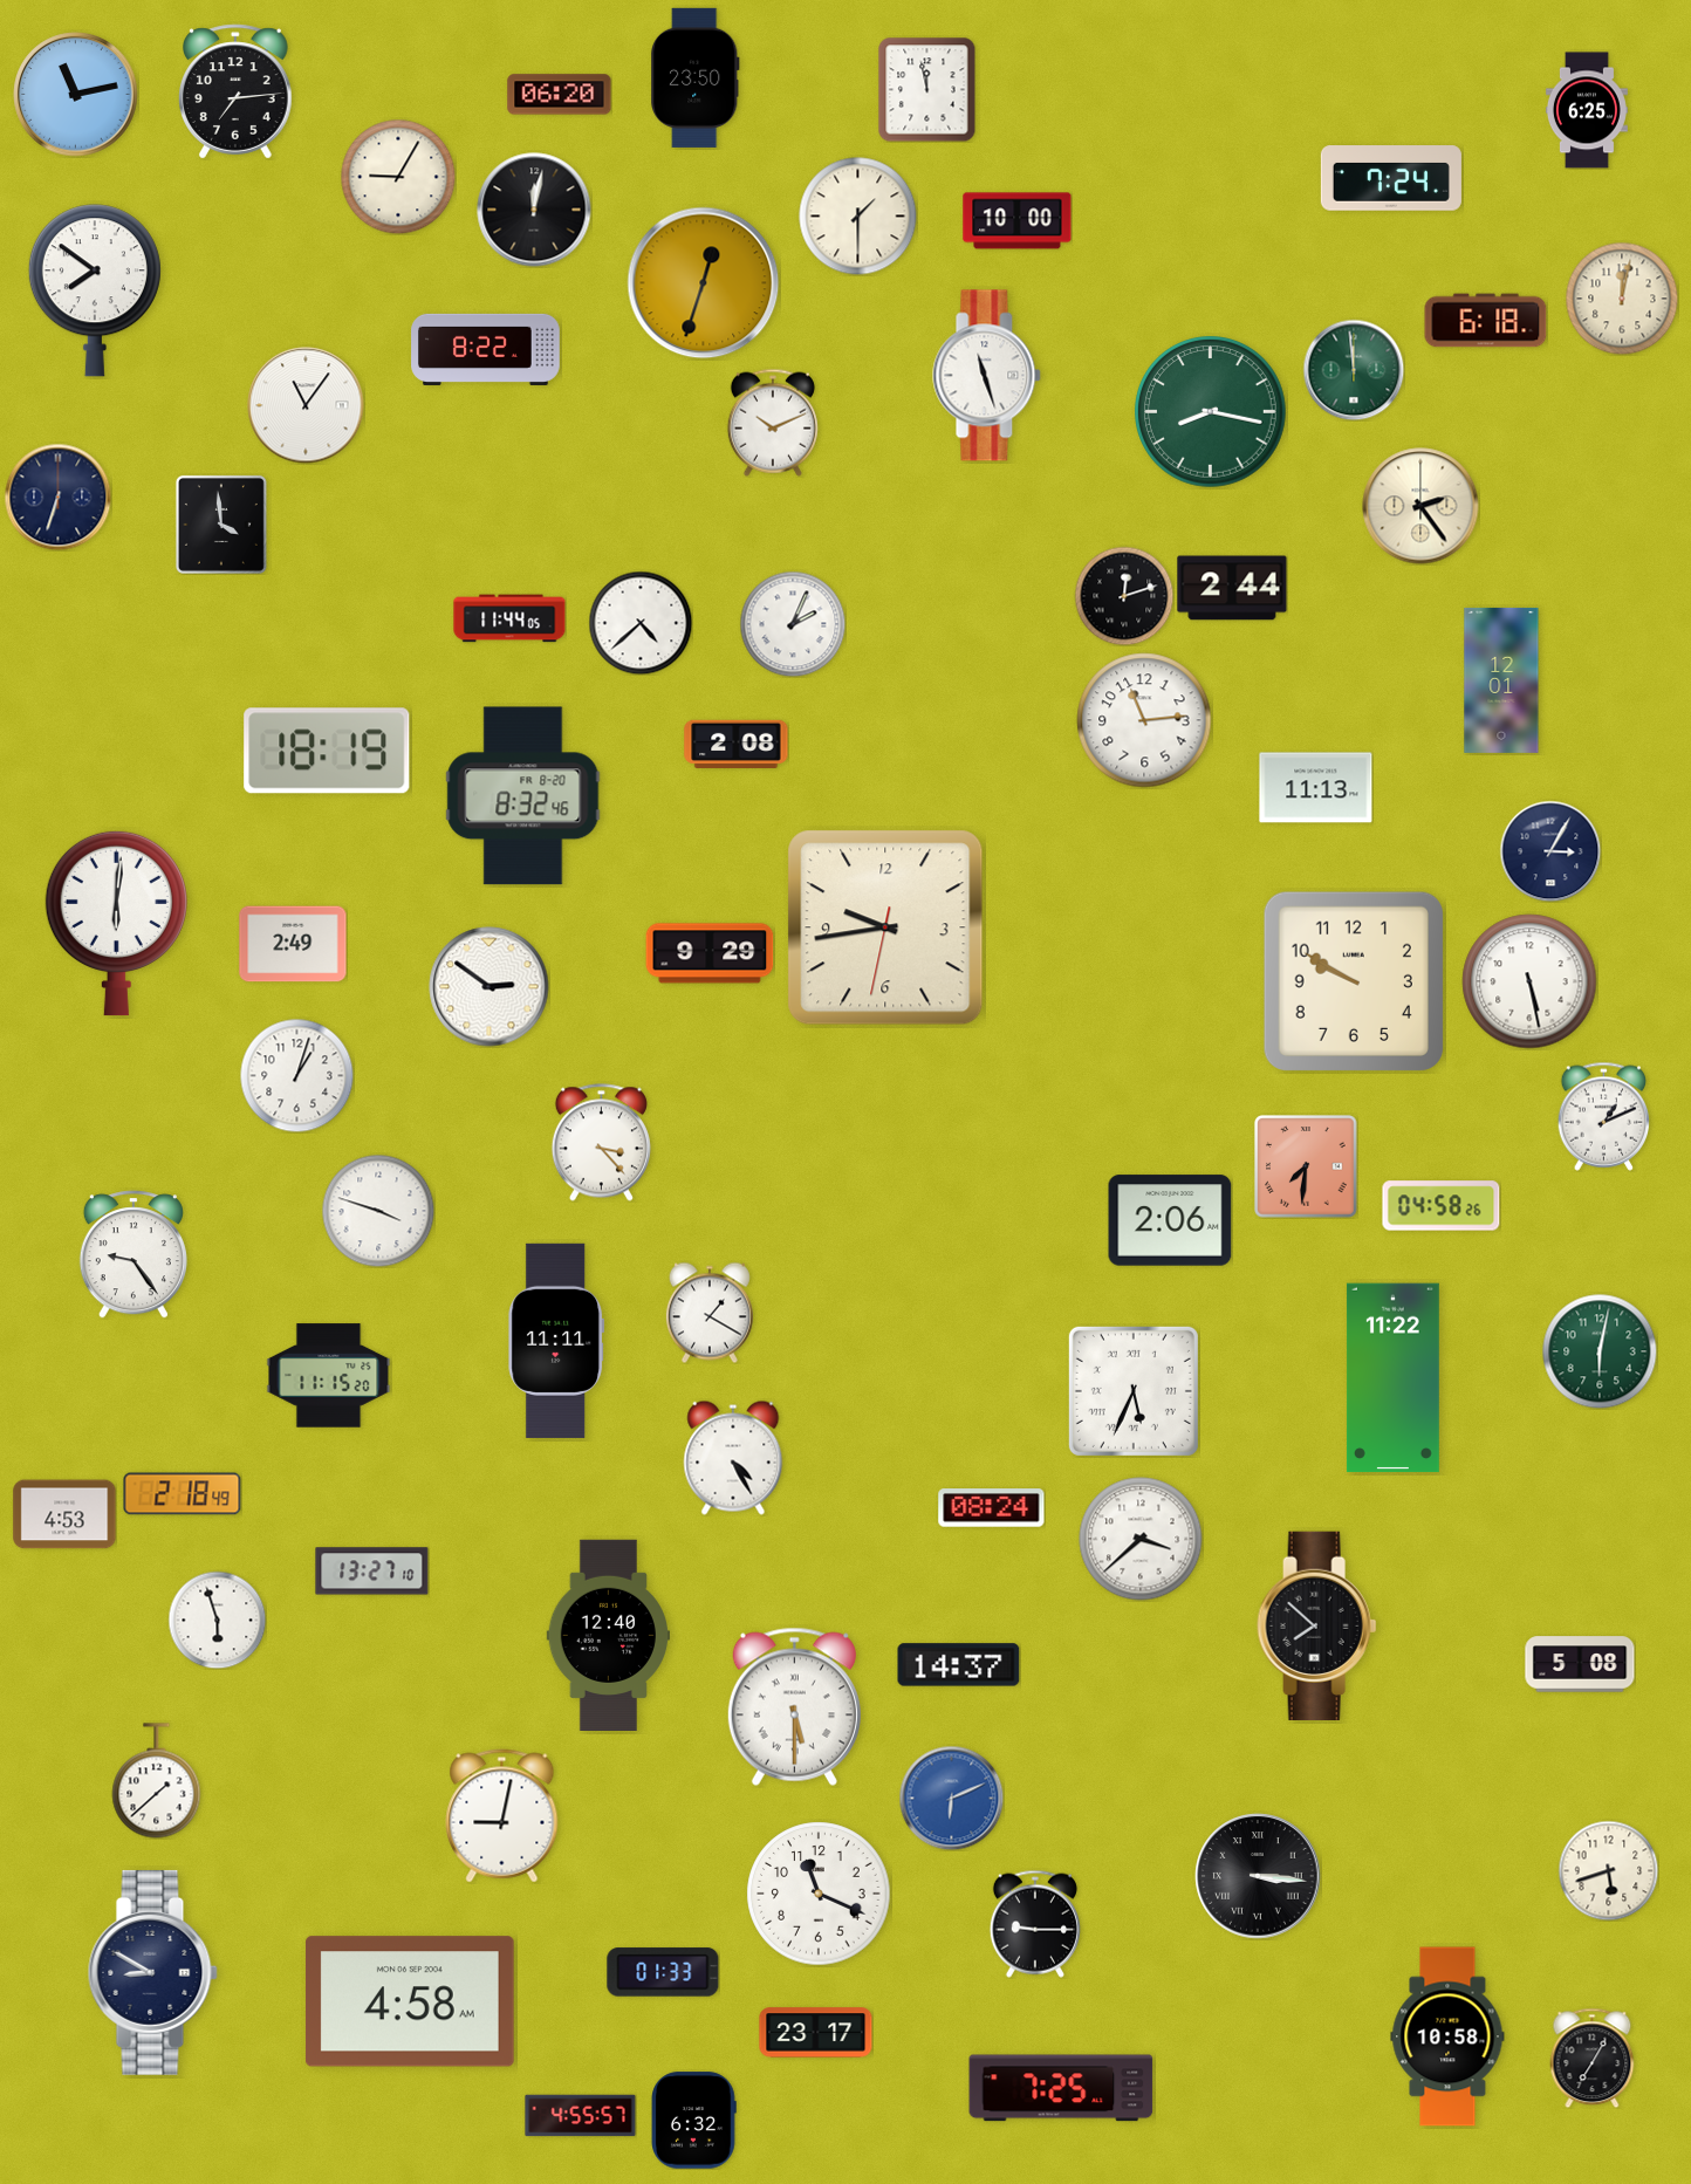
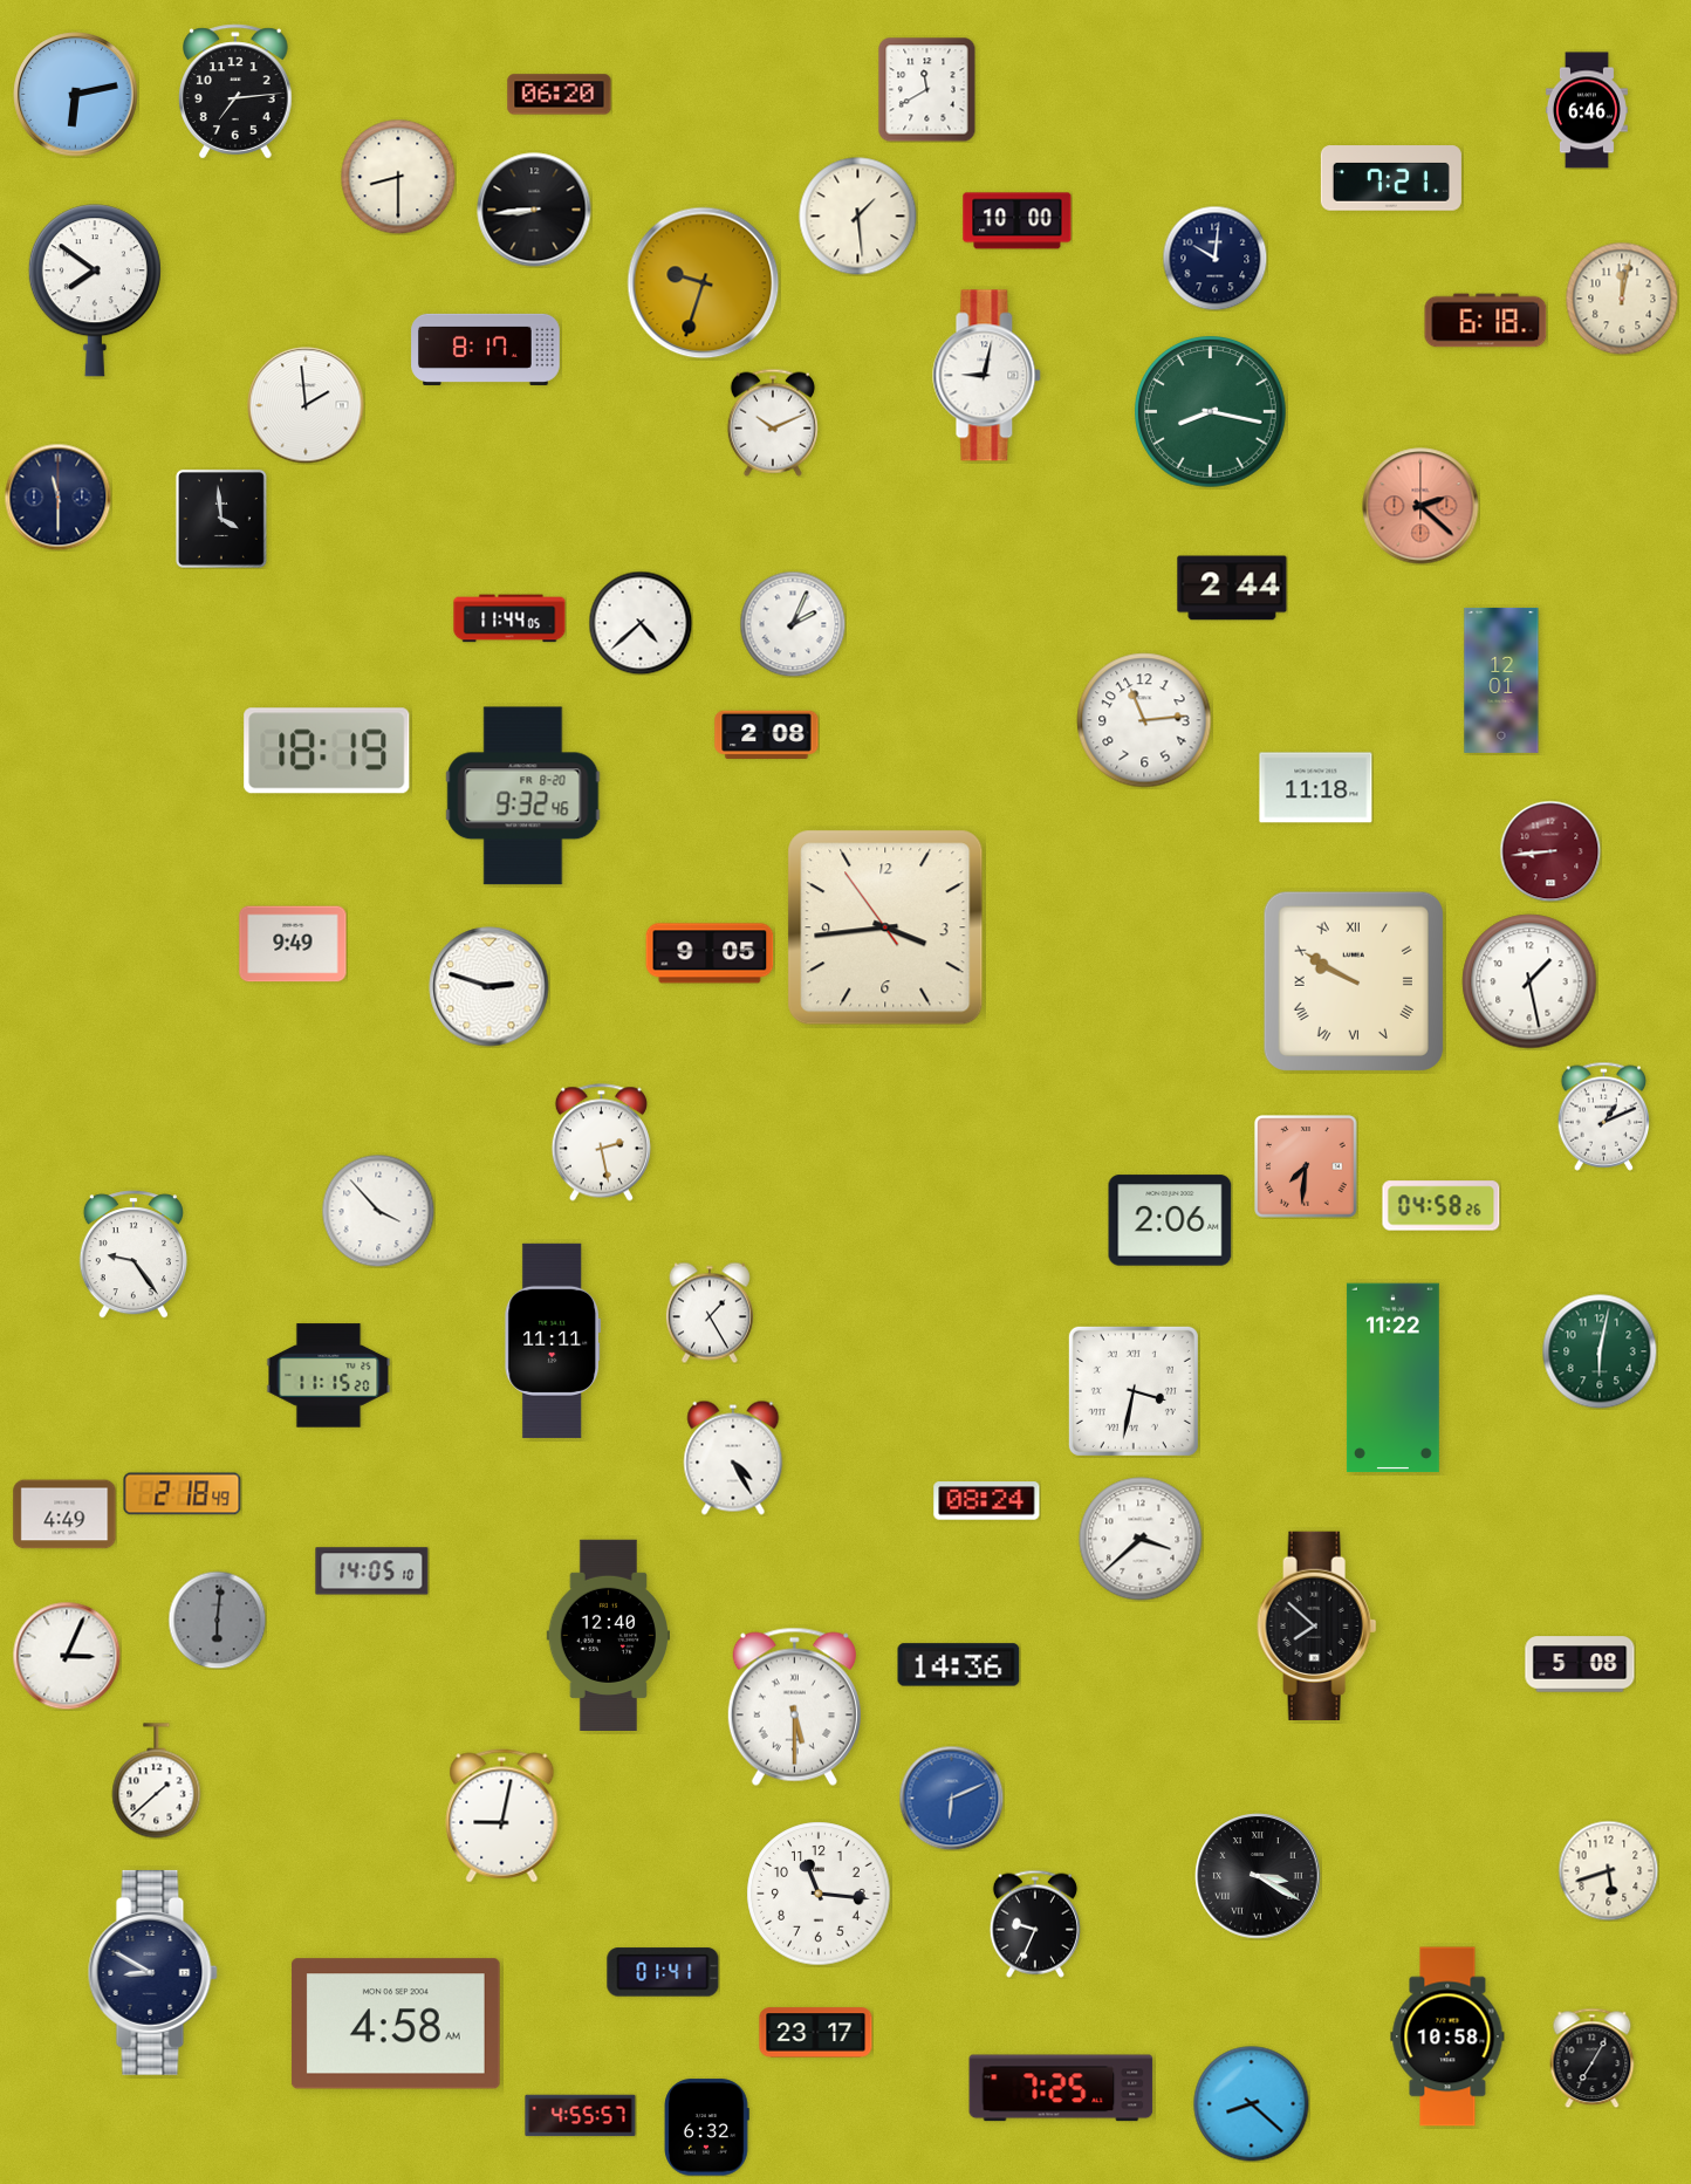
clock at (696, 77): 23:50 -> none
clock at (927, 89): 11:58 -> 11:40
clock at (76, 95): 11:13 -> 6:13
clock at (1587, 110): 6:25 -> 6:46
clock at (398, 177): 9:05 -> 8:30
clock at (1391, 178): 7:24 -> 7:21
clock at (534, 210): 12:02 -> 8:44
clock at (858, 217): 1:30 -> 1:29
clock at (1214, 258): none -> 10:01
clock at (704, 283): 12:33 -> 9:33
clock at (486, 349): 8:22 -> 8:17
clock at (1354, 370): 11:59 -> none
clock at (987, 376): 11:27 -> 9:02
clock at (306, 405): 11:06 -> 1:59
clock at (57, 497): 6:33 -> 11:30
clock at (1420, 506): 2:24 -> 2:22
clock at (1420, 506) dial: cream -> salmon
clock at (221, 525) position: (221, 525) -> (221, 519)
clock at (1124, 596): 12:12 -> none
clock at (737, 744) position: (737, 744) -> (767, 734)
clock at (1316, 788): 11:13 -> 11:18
clock at (523, 796): 8:32 -> 9:32
clock at (1550, 851): 3:05 -> 8:44
clock at (1550, 851) dial: navy -> burgundy
clock at (116, 923): 6:01 -> none
clock at (885, 927): 9:43 -> 3:43
clock at (293, 944): 2:49 -> 9:49
clock at (710, 953): 9:29 -> 9:05
clock at (1354, 981) numerals: Arabic -> Roman
clock at (1529, 981): 5:28 -> 1:28
clock at (489, 987): 2:51 -> 2:48
clock at (296, 1075): 1:03 -> none
clock at (601, 1143): 3:23 -> 2:28
clock at (378, 1211): 3:48 -> 3:53
clock at (710, 1313): 1:20 -> 1:25
clock at (556, 1341) position: (556, 1341) -> (553, 1341)
clock at (1134, 1391): 5:34 -> 3:32
clock at (992, 1508) position: (992, 1508) -> (987, 1501)
clock at (64, 1514): 4:53 -> 4:49
clock at (372, 1572): 13:27 -> 14:05
clock at (217, 1620): 5:57 -> 6:01
clock at (217, 1620) dial: white -> grey
clock at (67, 1656): none -> 3:04
clock at (959, 1665): 14:37 -> 14:36
clock at (1258, 1876): 3:16 -> 3:20
clock at (819, 1894): 11:19 -> 11:16
clock at (1035, 1924): 9:15 -> 9:34
clock at (663, 1972): 01:33 -> 01:41
clock at (410, 2001) position: (410, 2001) -> (396, 2024)
clock at (1252, 2104): none -> 8:22
clock at (693, 2121) position: (693, 2121) -> (706, 2128)
